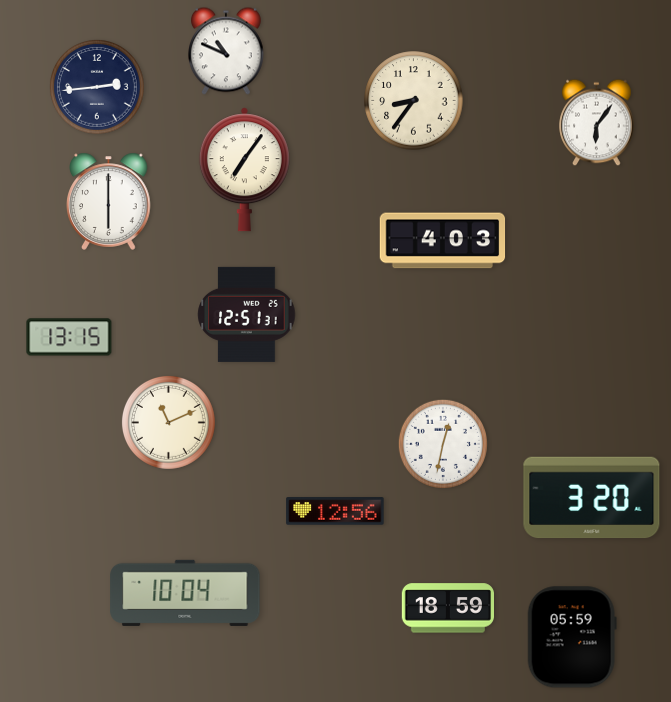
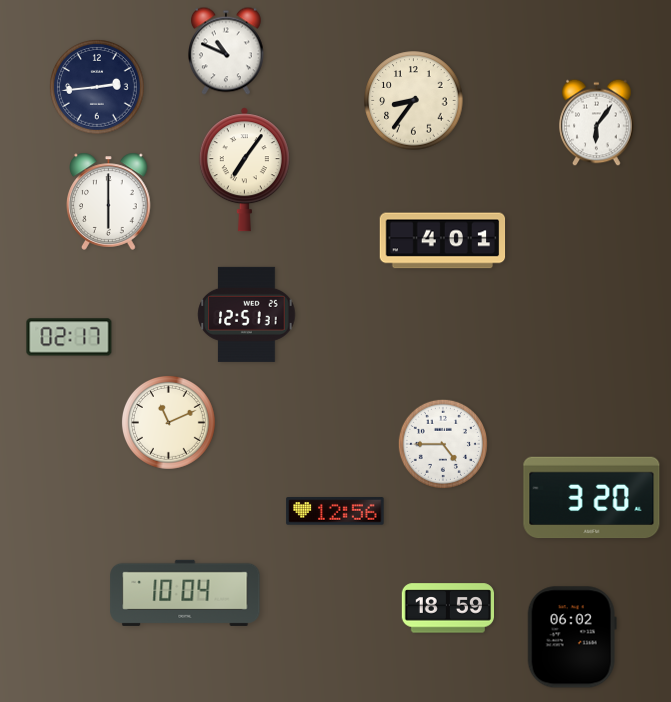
clock at (443, 241): 4:03 -> 4:01
clock at (69, 337): 13:15 -> 02:17
clock at (443, 444): 12:32 -> 4:45
clock at (572, 637): 05:59 -> 06:02
